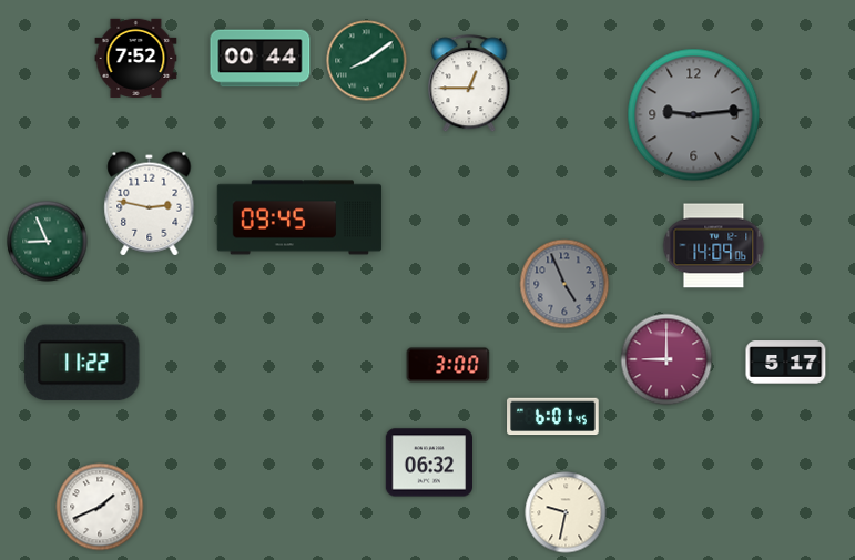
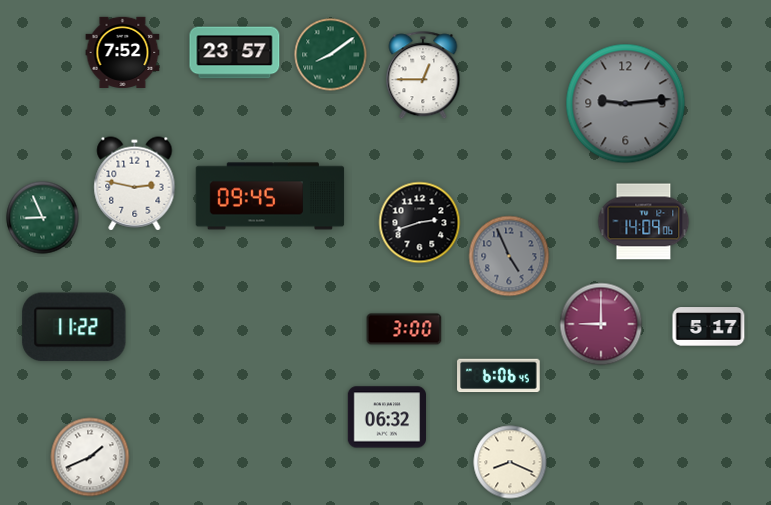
clock at (261, 59): 00:44 -> 23:57
clock at (420, 223): none -> 2:42
clock at (553, 417): 6:01 -> 6:06
clock at (566, 512): 9:32 -> 8:19
